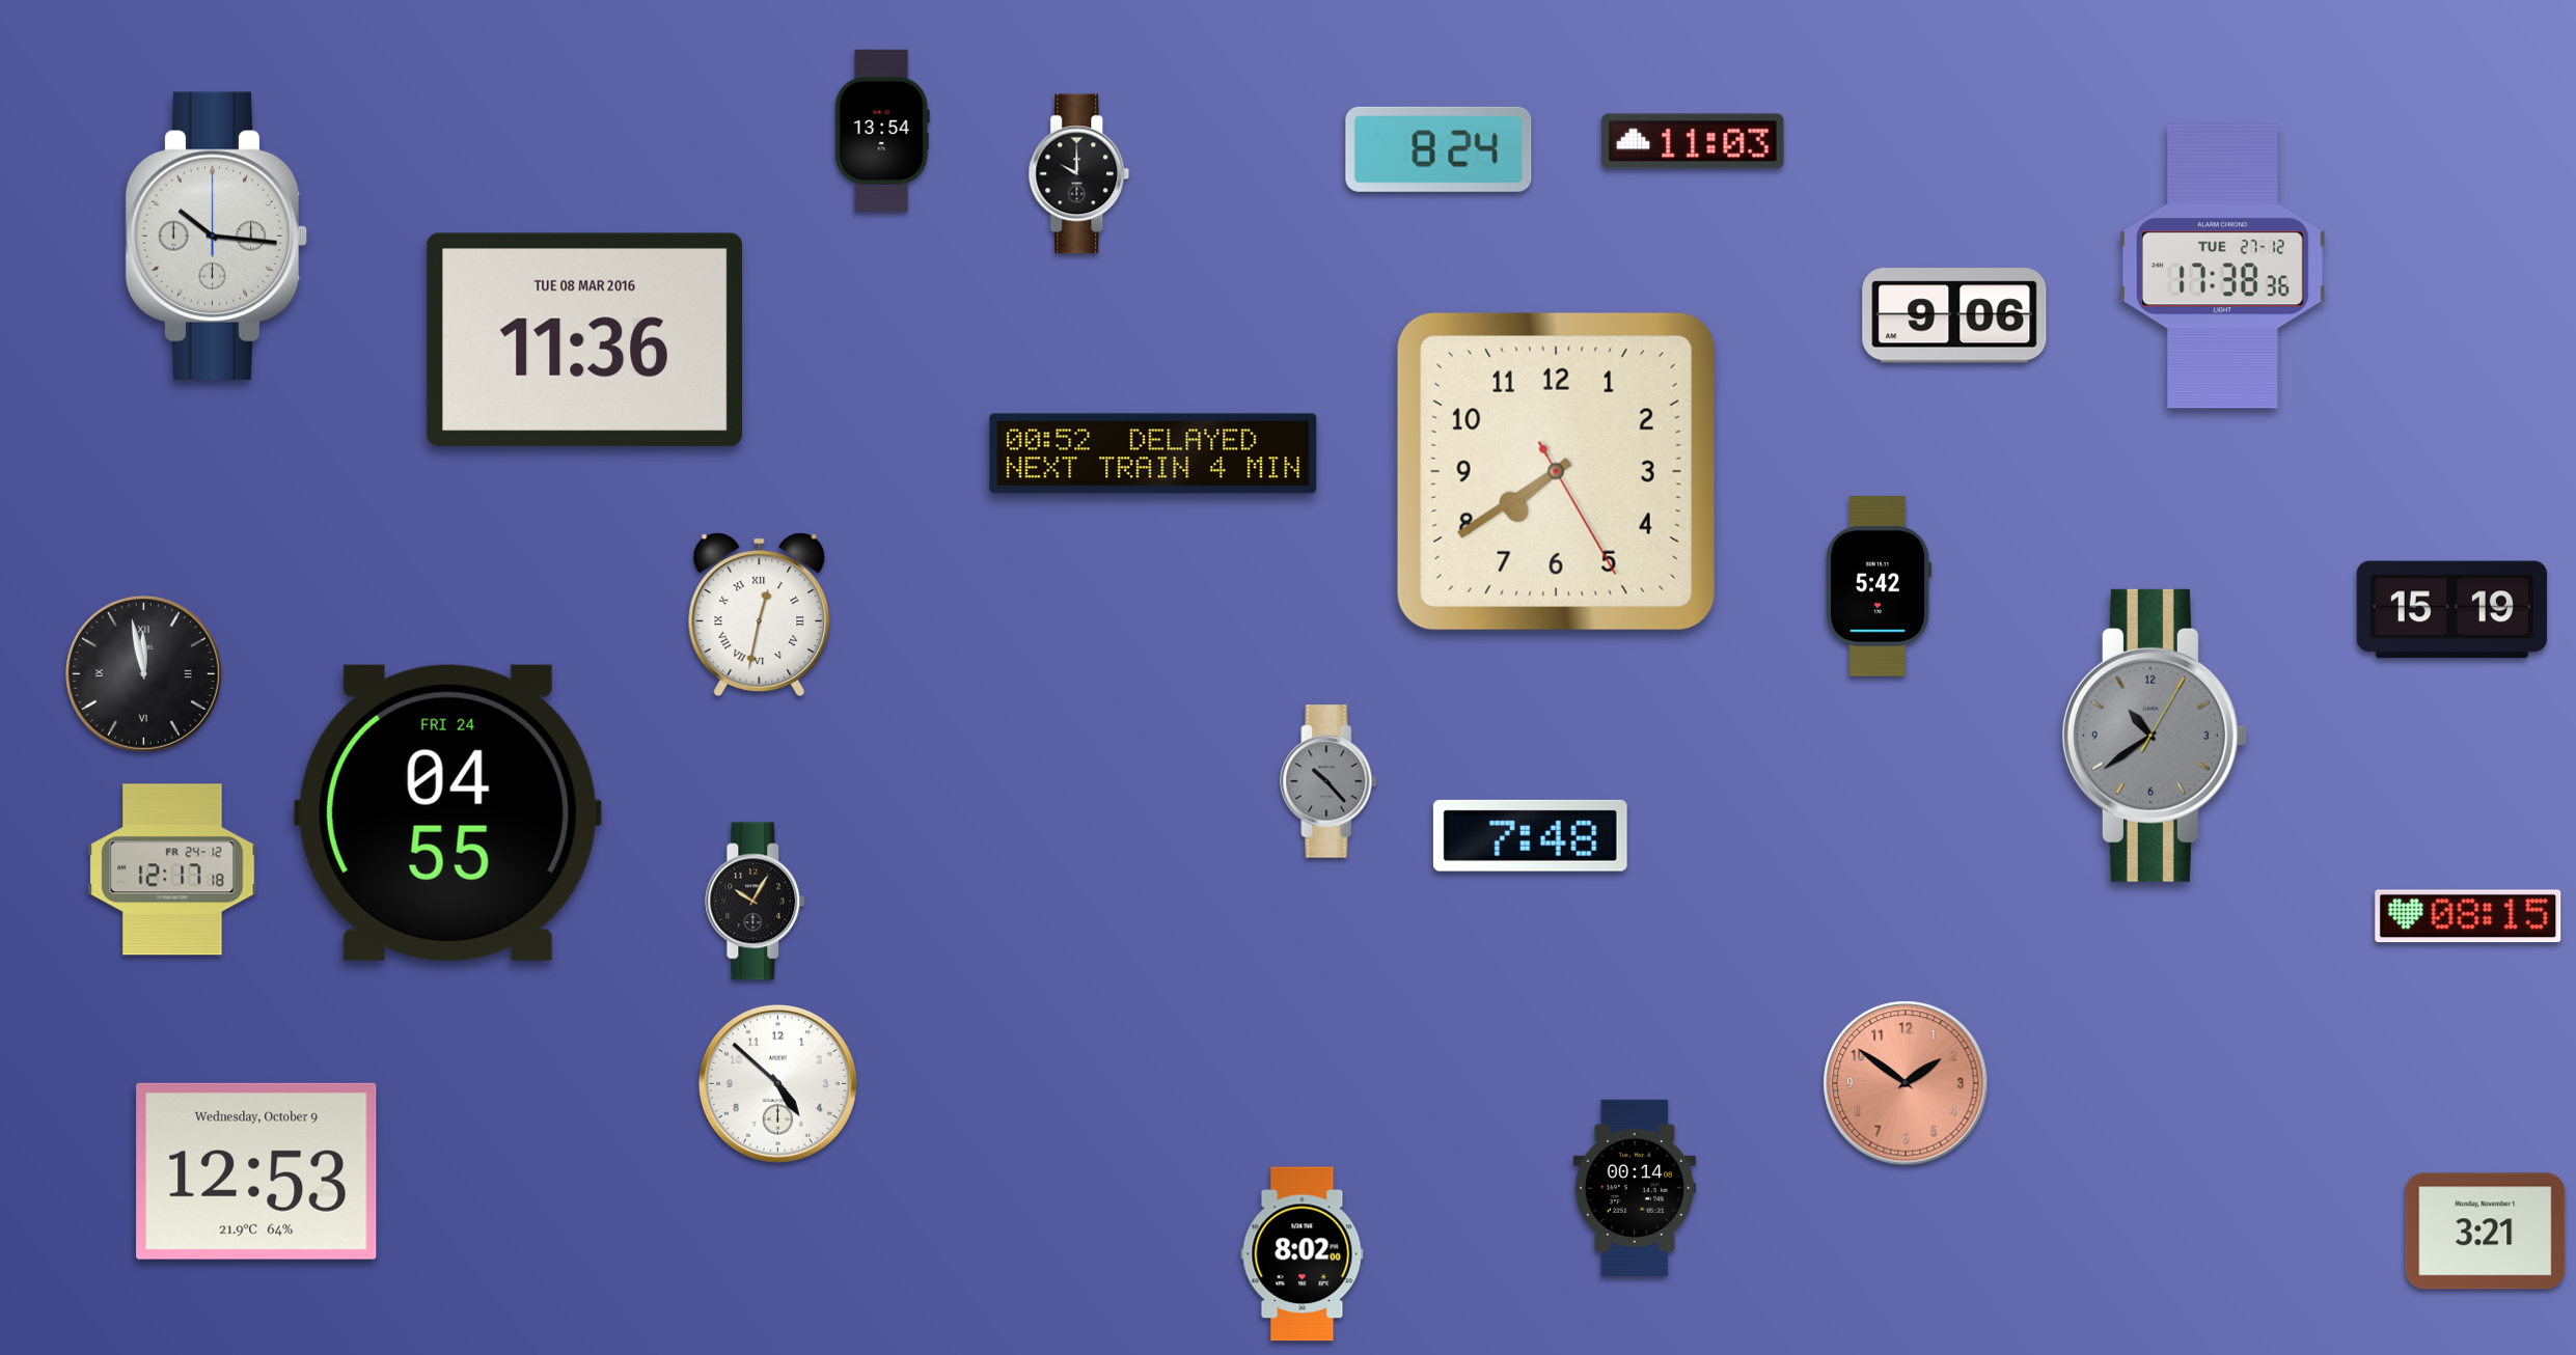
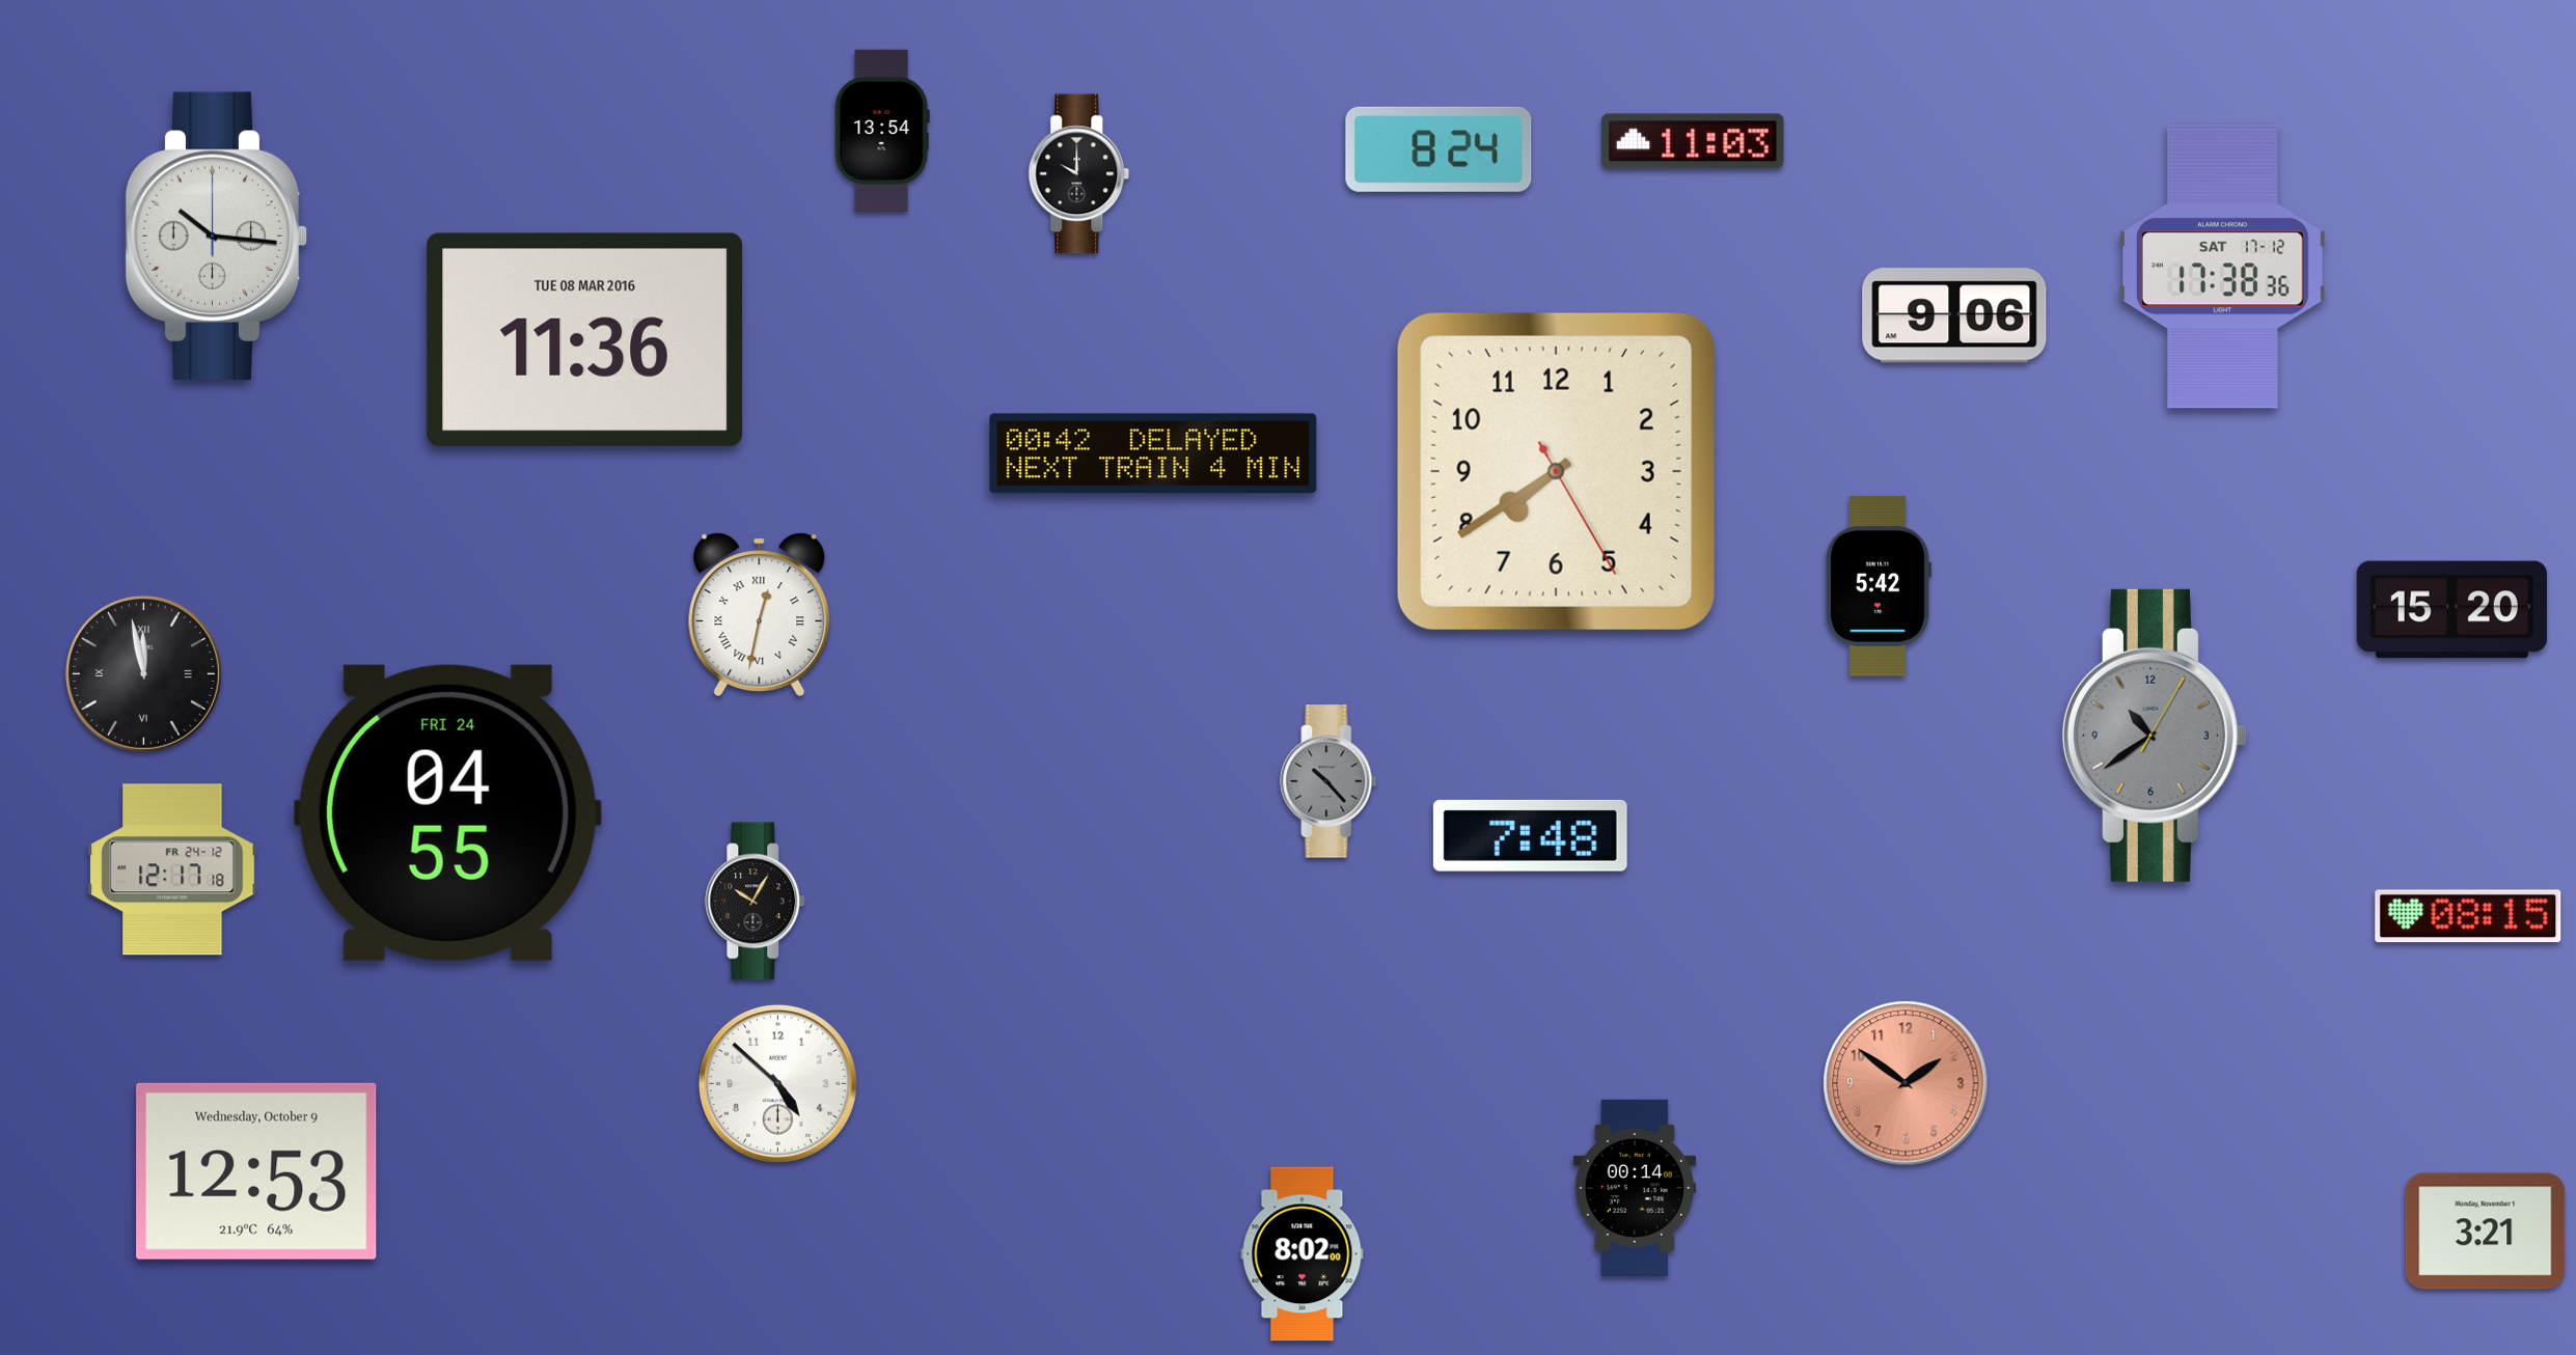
clock at (2222, 267) date: TUE 27-12 -> SAT 17-12
clock at (1153, 453): 00:52 -> 00:42
clock at (2451, 610): 15:19 -> 15:20
